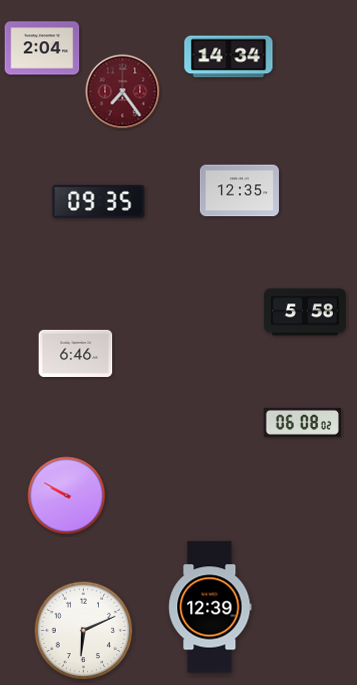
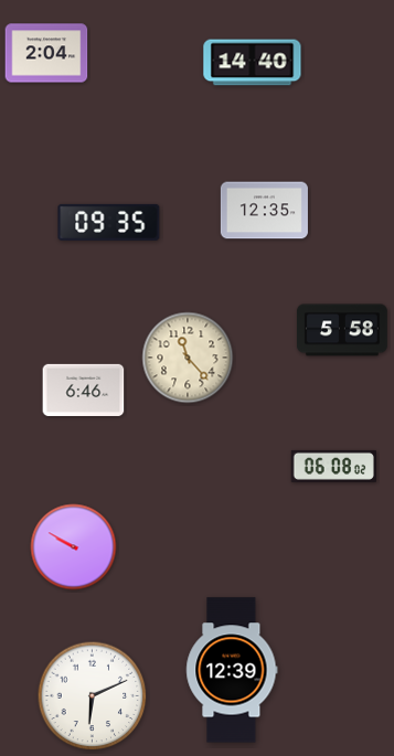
clock at (229, 57): 14:34 -> 14:40
clock at (123, 92): 7:24 -> none
clock at (306, 312) position: (306, 312) -> (343, 330)
clock at (188, 358): none -> 11:23
